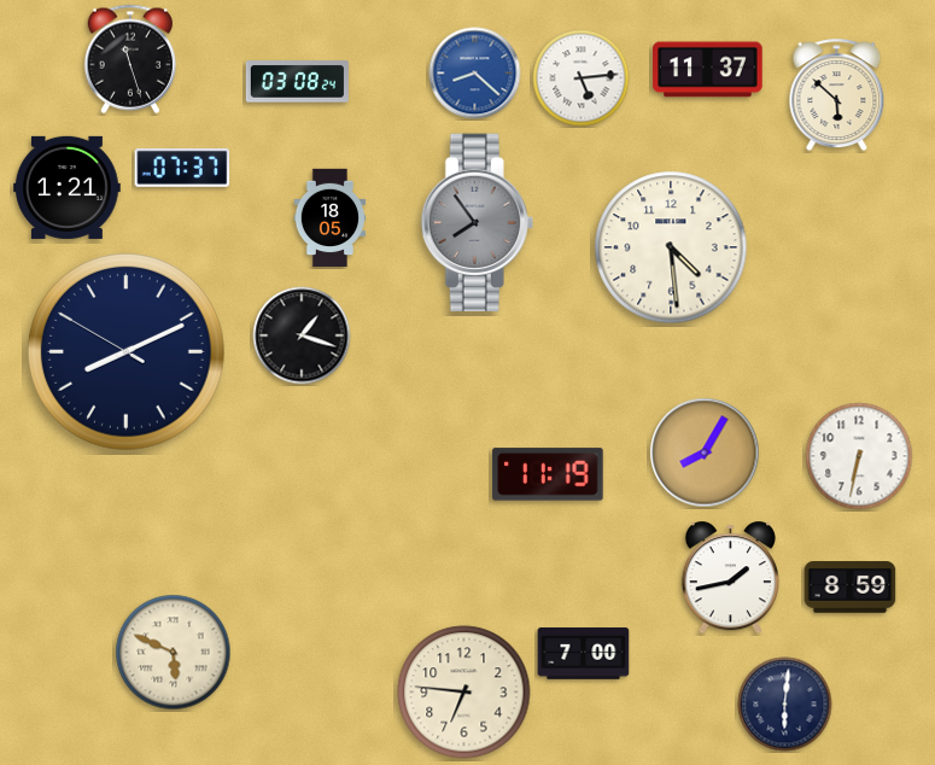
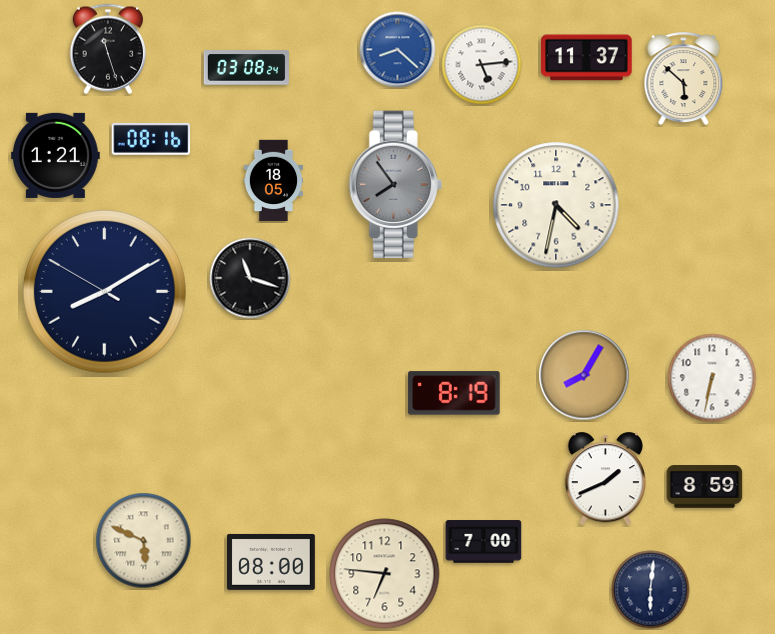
clock at (475, 74) position: (475, 74) -> (398, 50)
clock at (837, 95) position: (837, 95) -> (684, 79)
clock at (182, 168): 07:37 -> 08:16
clock at (671, 247): 4:29 -> 4:32
clock at (302, 335): 1:18 -> 11:18
clock at (127, 352): 8:10 -> 8:09
clock at (548, 474): 11:19 -> 8:19
clock at (730, 578): 1:43 -> 1:41
clock at (271, 562): none -> 08:00
clock at (785, 705) position: (785, 705) -> (651, 590)
